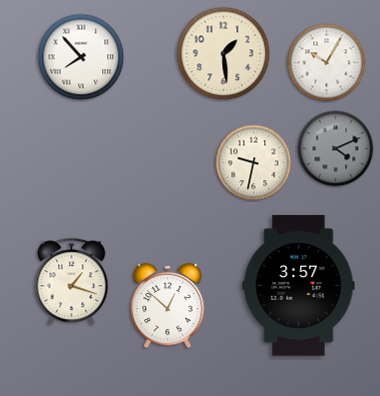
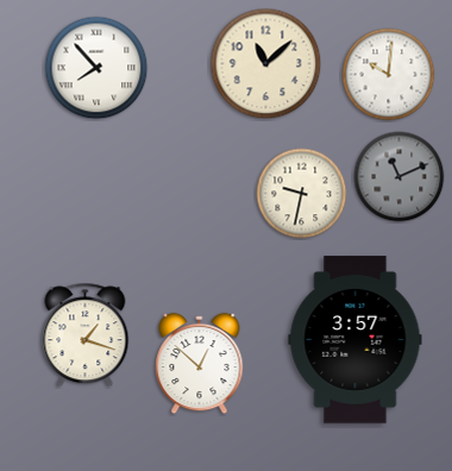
clock at (224, 54): 1:29 -> 11:08
clock at (327, 63): 10:05 -> 10:01
clock at (336, 149): 4:11 -> 11:11
